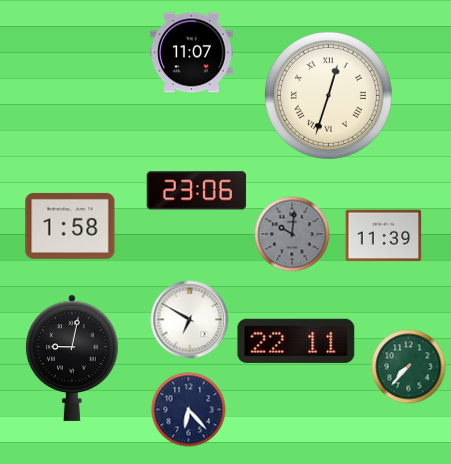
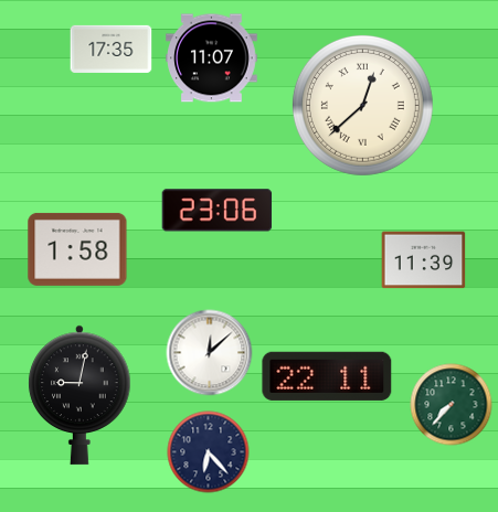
clock at (112, 49): none -> 17:35
clock at (328, 95): 12:33 -> 12:38
clock at (292, 234): 10:01 -> none
clock at (190, 320): 6:50 -> 12:08
